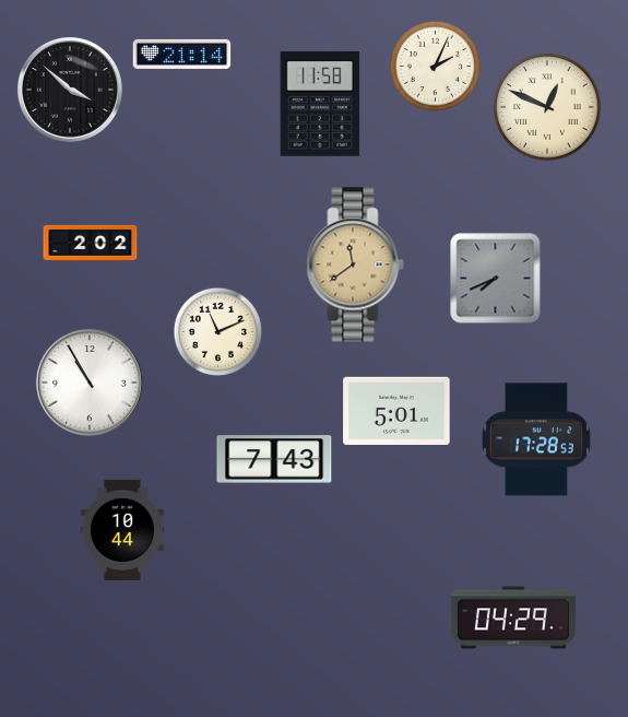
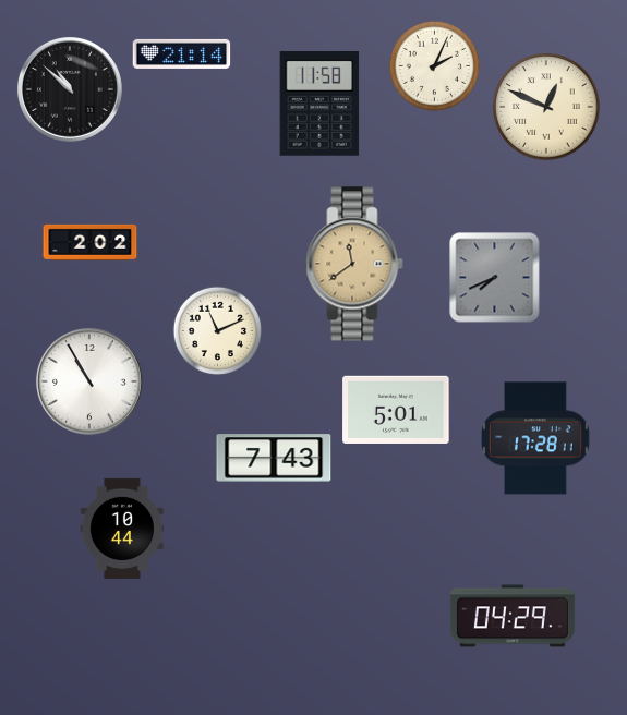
clock at (70, 90): 3:52 -> 10:52
clock at (537, 439): 17:28:53 -> 17:28:11
